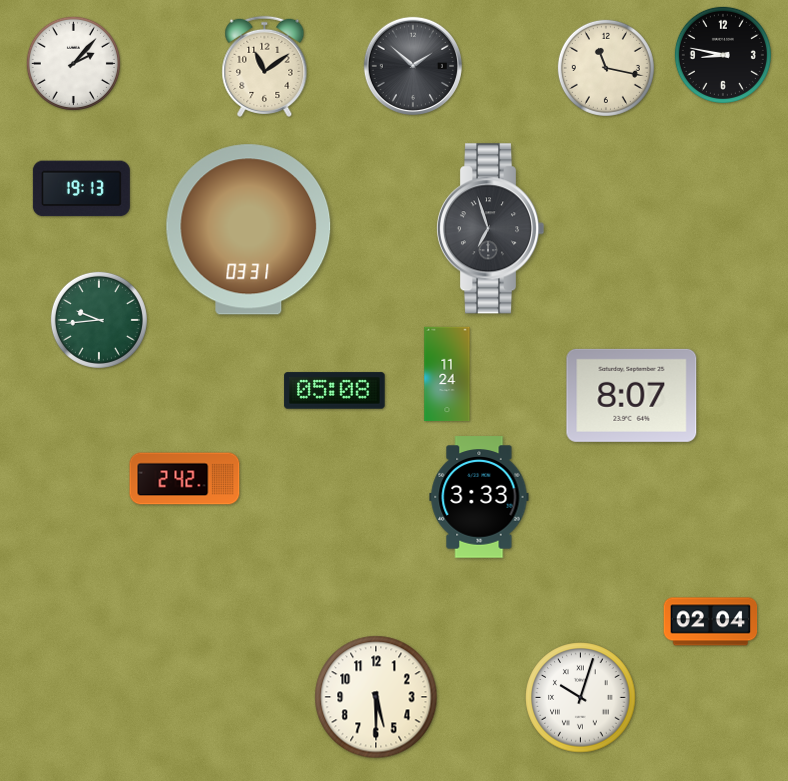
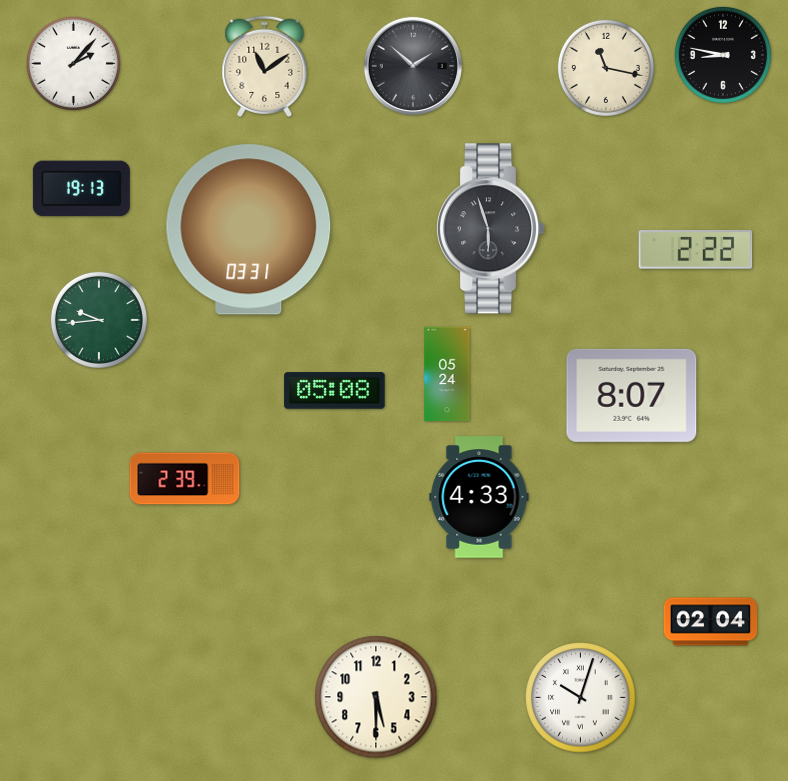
clock at (490, 229): 6:57 -> 5:57
clock at (696, 250): none -> 2:22
clock at (447, 374): 11:24 -> 05:24
clock at (185, 479): 2:42 -> 2:39
clock at (479, 497): 3:33 -> 4:33
